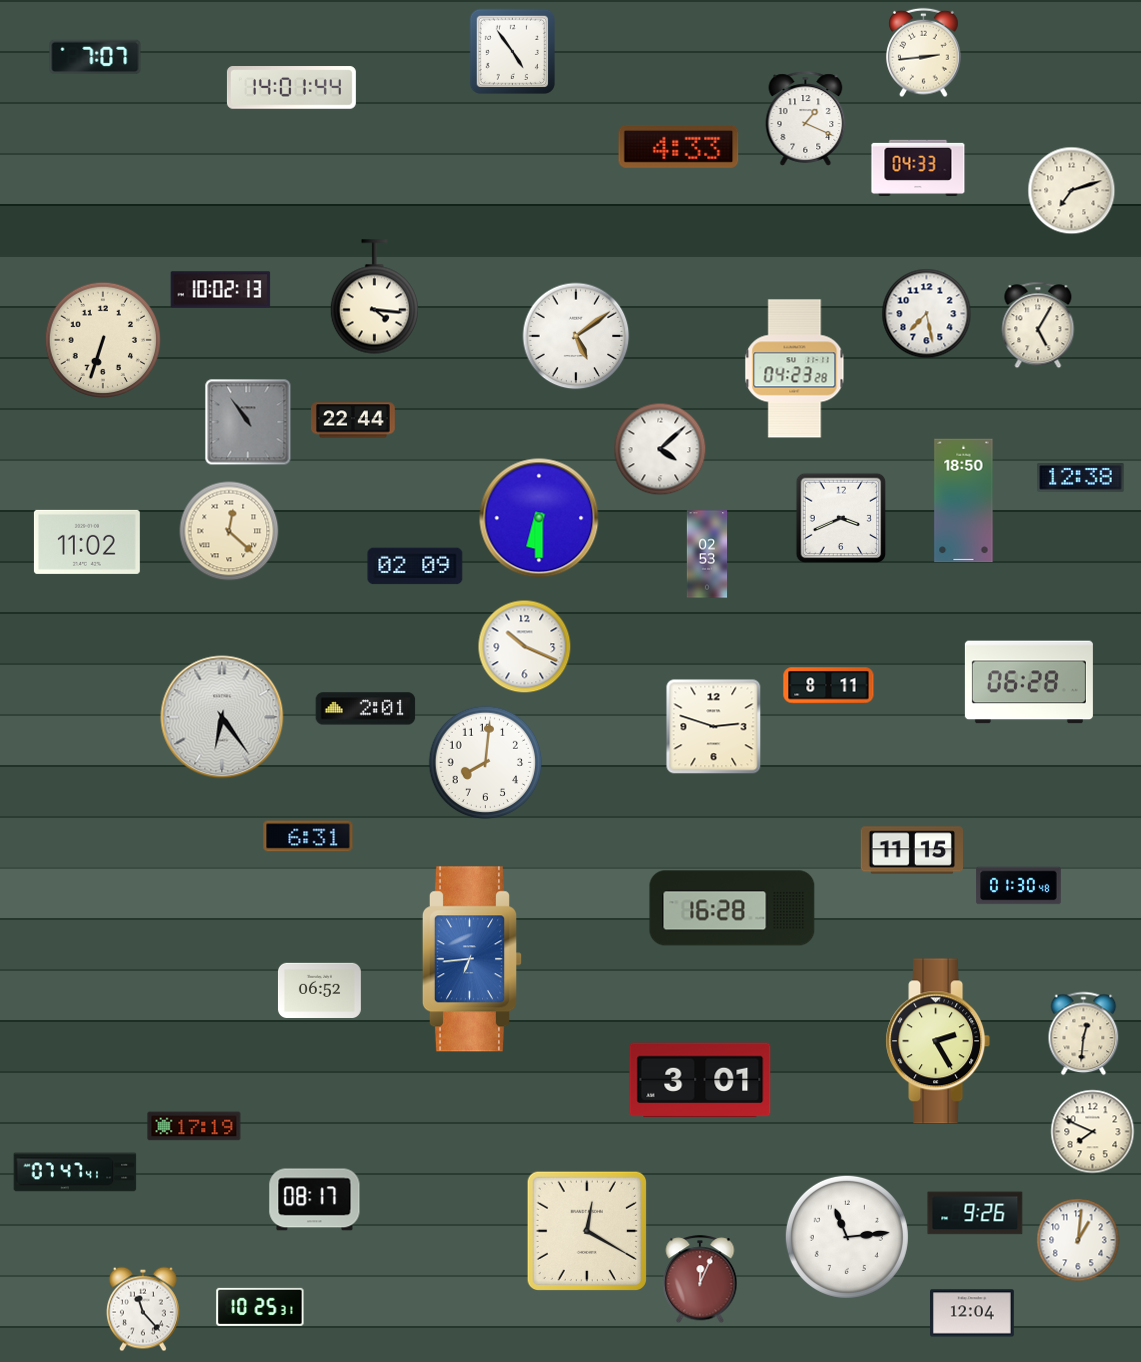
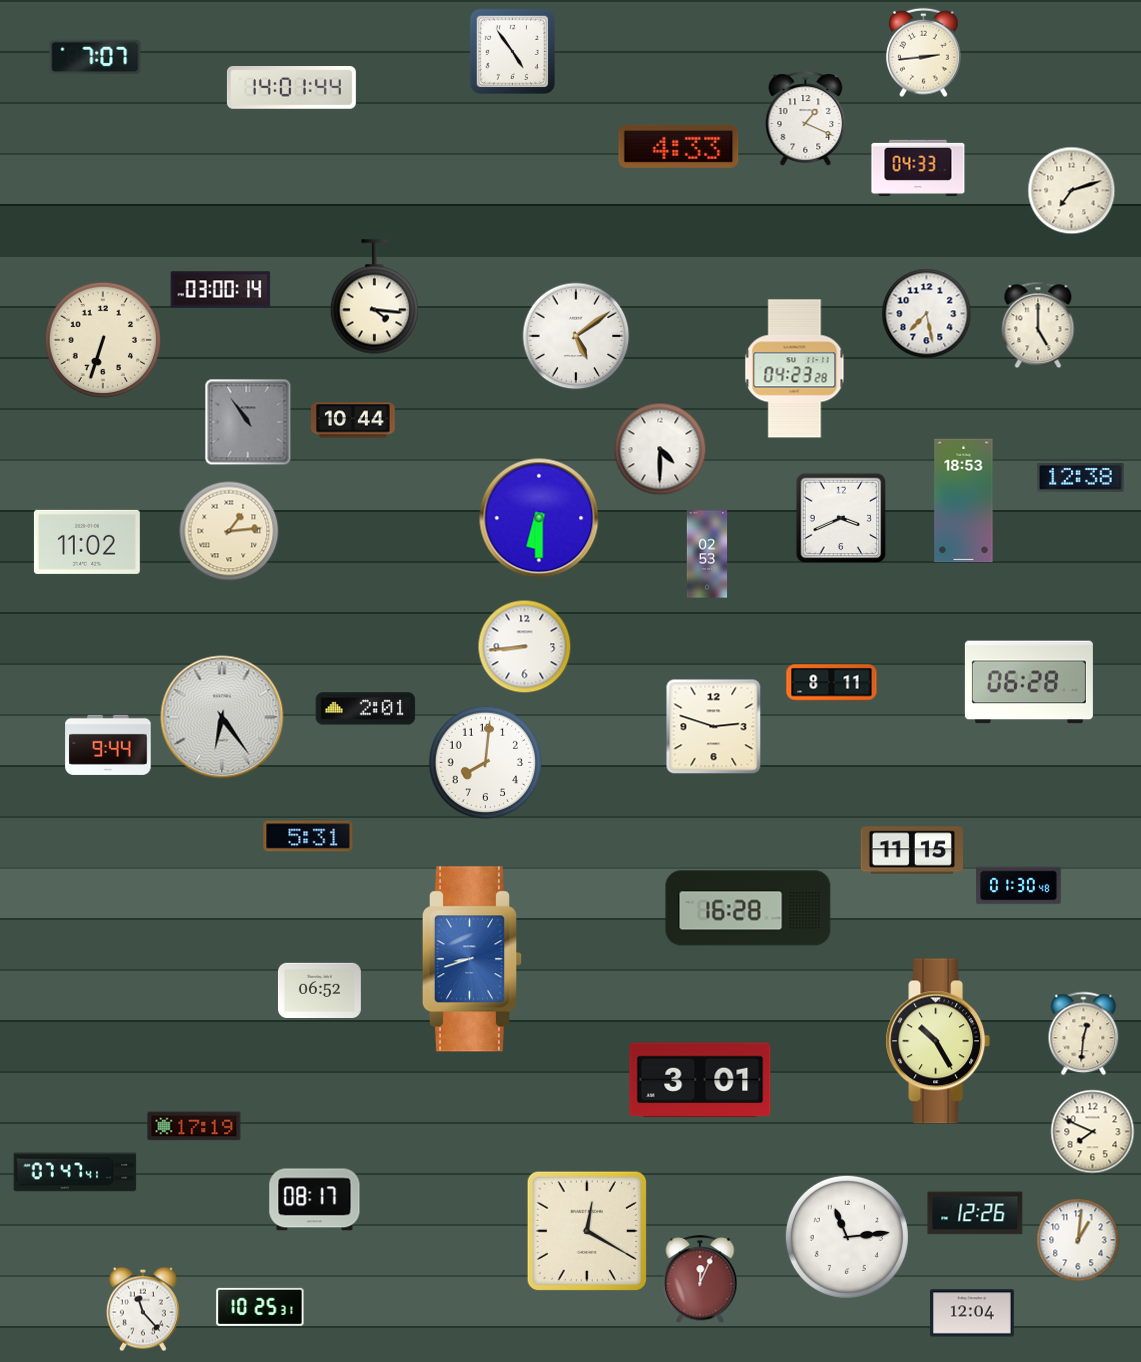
clock at (221, 290): 10:02 -> 03:00
clock at (1038, 325): 5:05 -> 5:00
clock at (353, 420): 22:44 -> 10:44
clock at (660, 449): 4:08 -> 4:30
clock at (964, 501): 18:50 -> 18:53
clock at (229, 531): 12:22 -> 1:14
clock at (415, 566): 02:09 -> none
clock at (525, 647): 10:19 -> 8:44
clock at (829, 686) position: (829, 686) -> (832, 683)
clock at (108, 745): none -> 9:44
clock at (308, 836): 6:31 -> 5:31
clock at (732, 908) position: (732, 908) -> (748, 908)
clock at (471, 959): 6:44 -> 8:42
clock at (938, 1041): 2:25 -> 10:25
clock at (975, 1213): 9:26 -> 12:26
